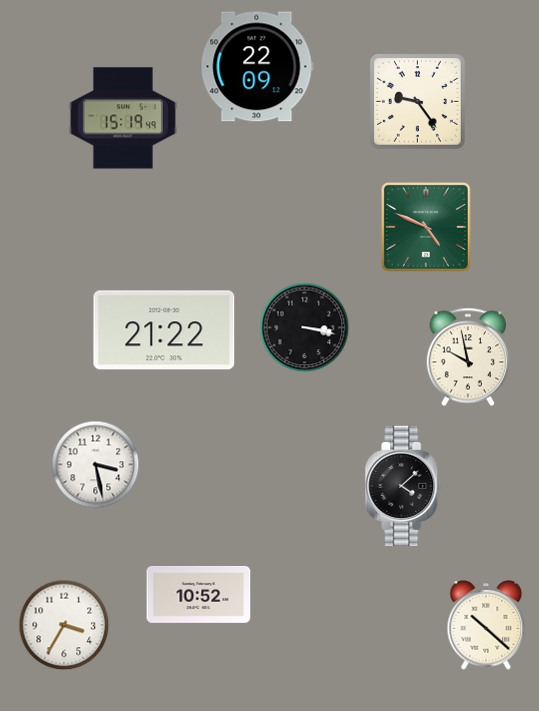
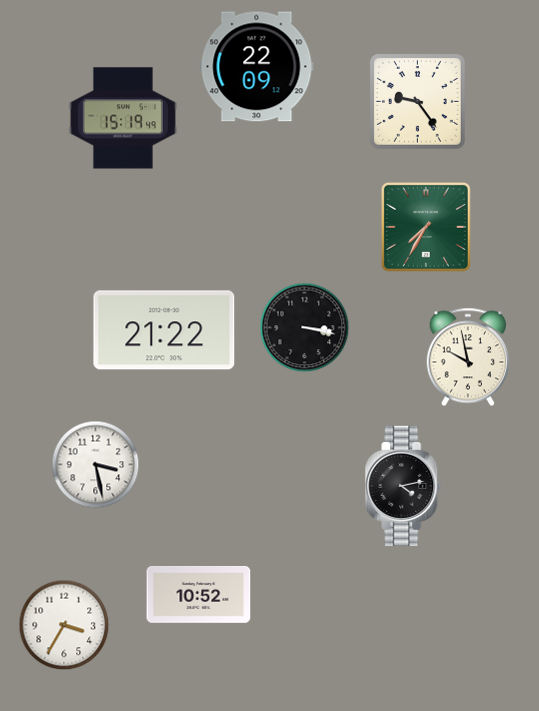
clock at (426, 227): 4:49 -> 7:35
clock at (403, 486): 4:08 -> 4:13
clock at (486, 625): 10:22 -> none
